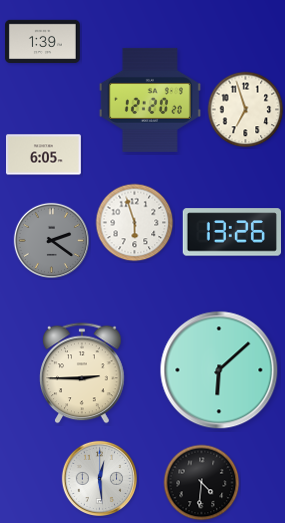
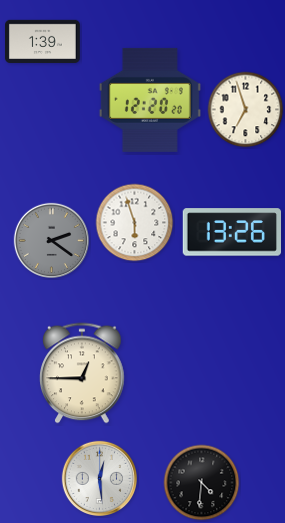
clock at (44, 155): 6:05 -> none
clock at (219, 370): 6:08 -> none
clock at (82, 373): 2:45 -> 12:45
